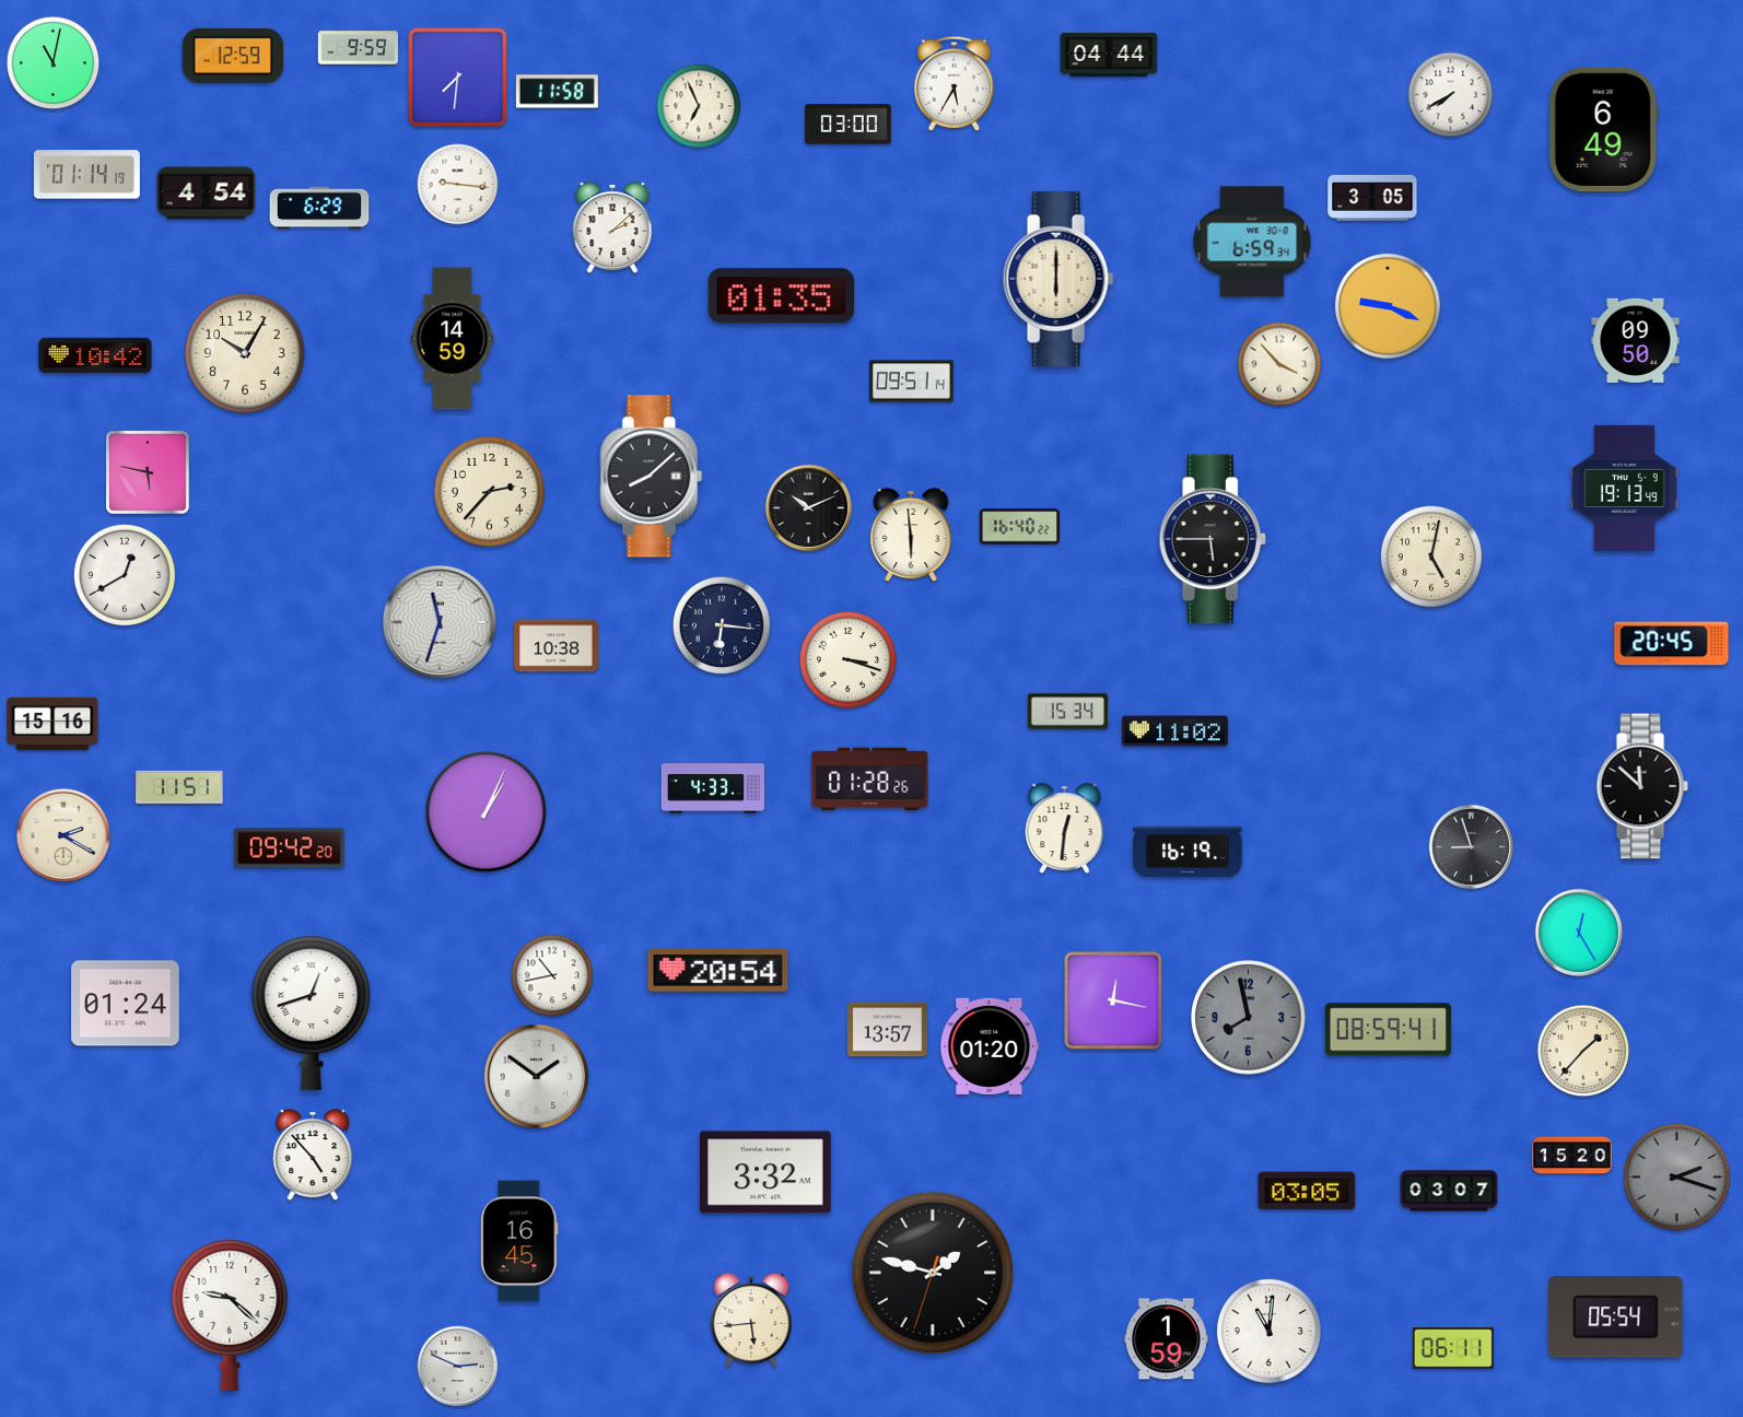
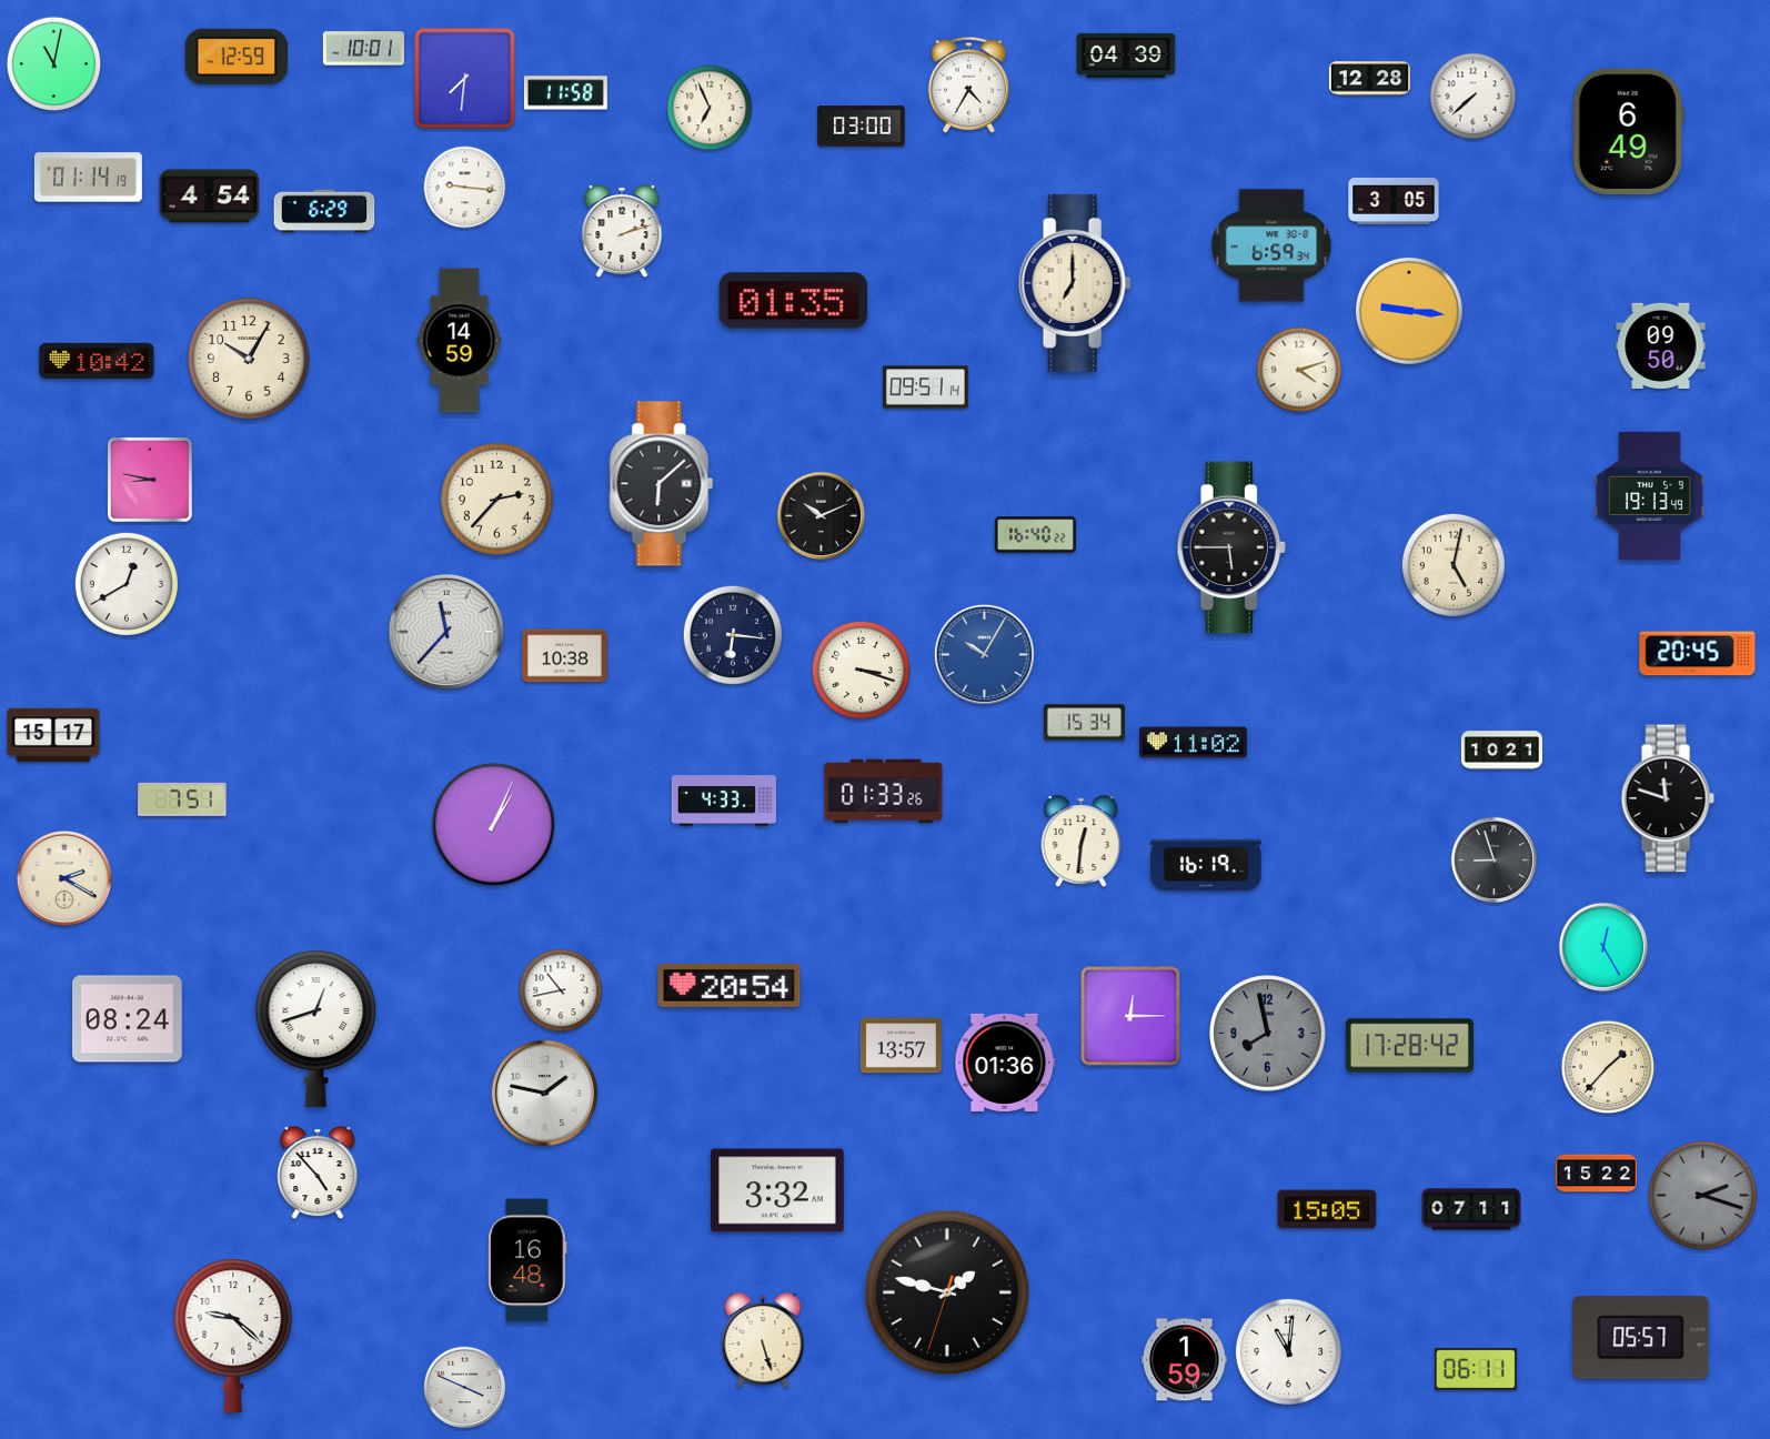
clock at (358, 48): 9:59 -> 10:01
clock at (1109, 55): 04:44 -> 04:39
clock at (1369, 79): none -> 12:28
clock at (955, 83): 5:35 -> 4:35
clock at (1451, 95): 7:40 -> 7:38
clock at (612, 229): 2:08 -> 2:12
clock at (1058, 279): 6:00 -> 7:00
clock at (1388, 306): 9:19 -> 9:16
clock at (453, 339) position: (453, 339) -> (460, 341)
clock at (1279, 364): 3:53 -> 4:12
clock at (148, 472): 5:47 -> 8:47
clock at (652, 477): 8:08 -> 6:08
clock at (911, 535): 5:59 -> none
clock at (440, 622): 11:33 -> 11:37
clock at (984, 654): none -> 10:05
clock at (52, 724): 15:16 -> 15:17
clock at (1501, 751): none -> 10:21
clock at (870, 780): 01:28 -> 01:33
clock at (1642, 786): 11:52 -> 11:48
clock at (179, 787): 11:51 -> 7:51
clock at (62, 834) position: (62, 834) -> (63, 877)
clock at (290, 848): 09:42 -> none
clock at (1113, 1000): 12:17 -> 12:15
clock at (126, 1004): 01:24 -> 08:24
clock at (1388, 1030): 08:59 -> 17:28
clock at (990, 1046): 01:20 -> 01:36
clock at (536, 1076): 1:51 -> 1:47
clock at (1571, 1156): 15:20 -> 15:22
clock at (1307, 1191): 03:05 -> 15:05
clock at (1449, 1191): 03:07 -> 07:11
clock at (519, 1241): 16:45 -> 16:48
clock at (1616, 1318): 05:54 -> 05:57
clock at (751, 1320): 5:44 -> 5:27
clock at (458, 1367): 2:49 -> 3:49
